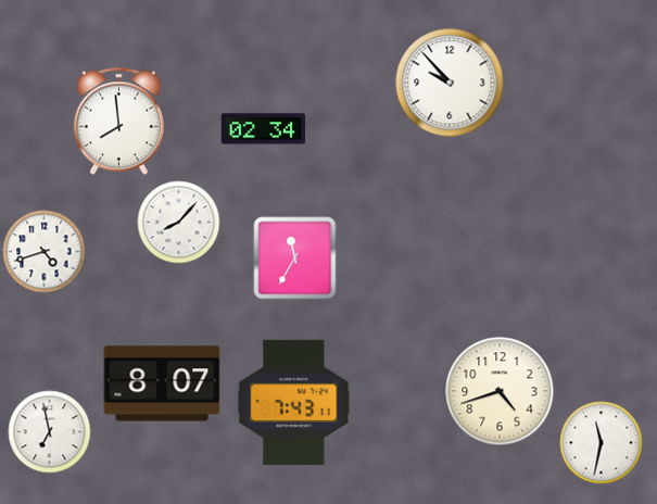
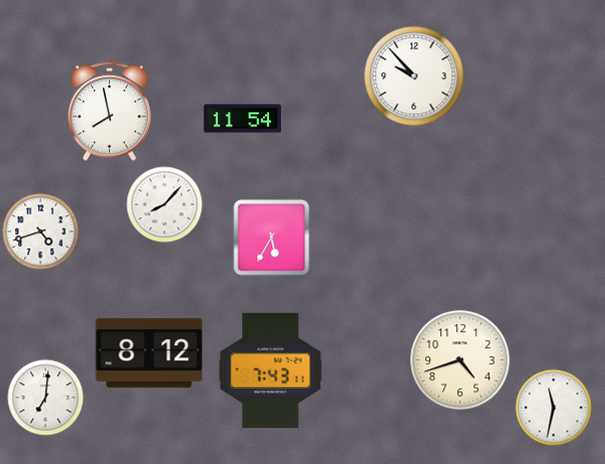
clock at (118, 122): 7:59 -> 7:58
clock at (264, 129): 02:34 -> 11:54
clock at (295, 259): 11:35 -> 5:35
clock at (162, 383): 8:07 -> 8:12
clock at (50, 432): 6:58 -> 7:01
